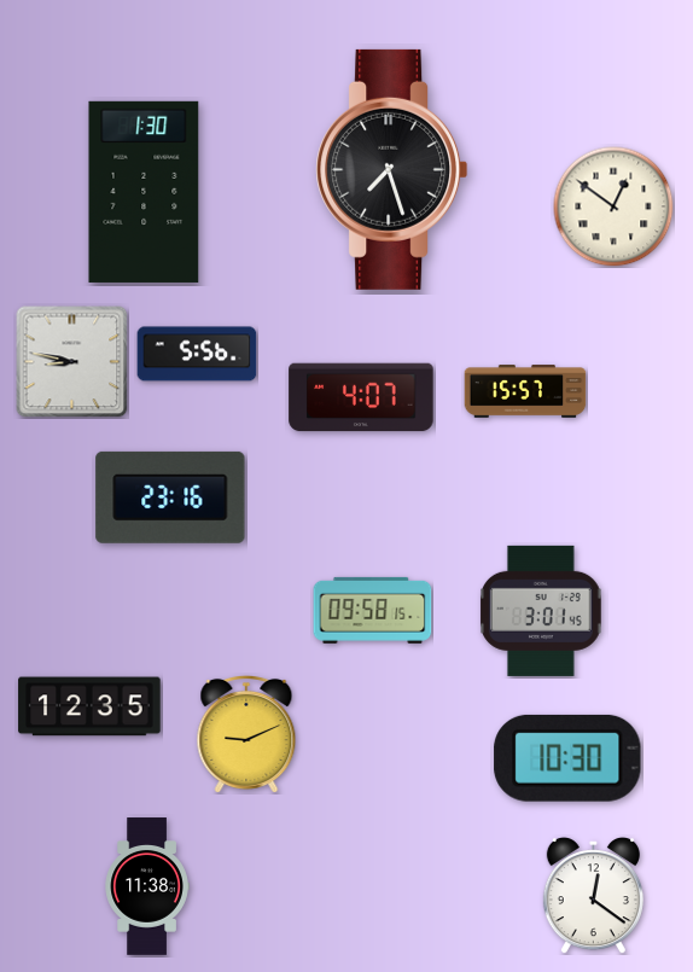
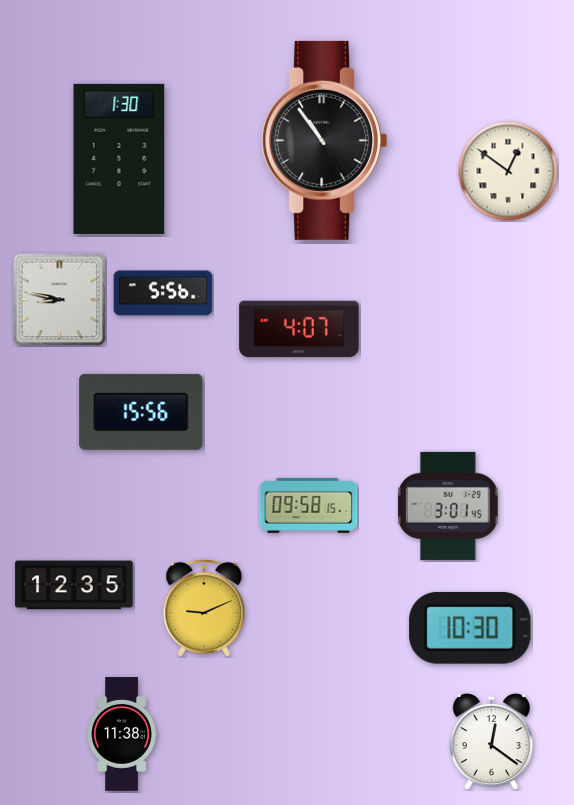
clock at (392, 169): 7:27 -> 10:54
clock at (525, 391): 15:57 -> none
clock at (170, 497): 23:16 -> 15:56
